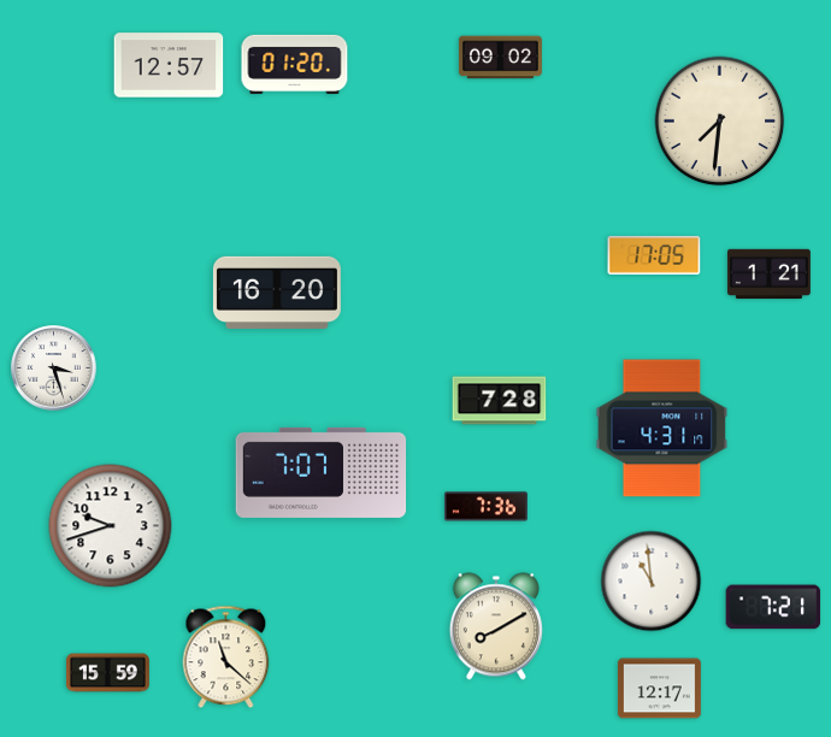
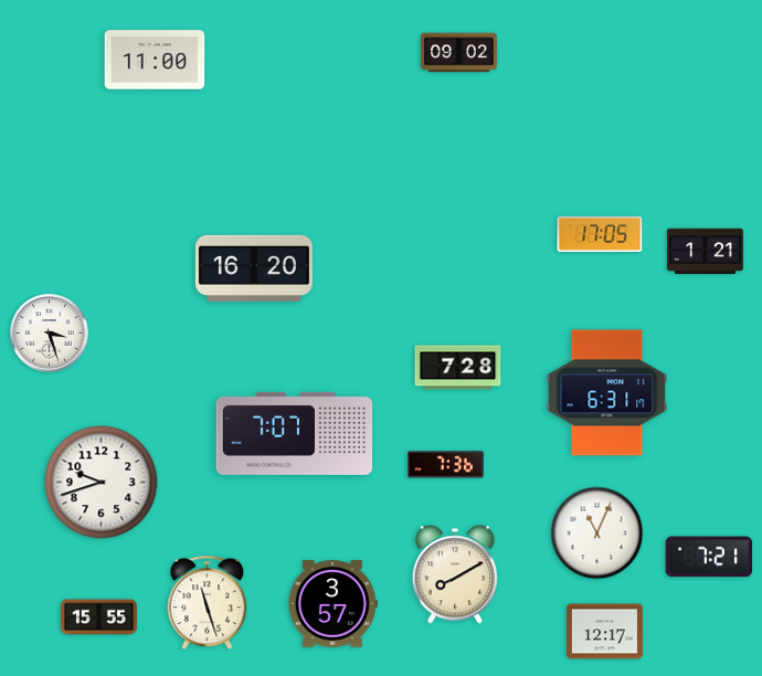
clock at (295, 64): 01:20 -> none
clock at (169, 65): 12:57 -> 11:00
clock at (720, 122): 7:31 -> none
clock at (54, 368) position: (54, 368) -> (50, 334)
clock at (662, 429): 4:31 -> 6:31
clock at (652, 582): 10:59 -> 11:04
clock at (226, 658): 11:22 -> 11:27
clock at (332, 604): none -> 3:57
clock at (107, 673): 15:59 -> 15:55
